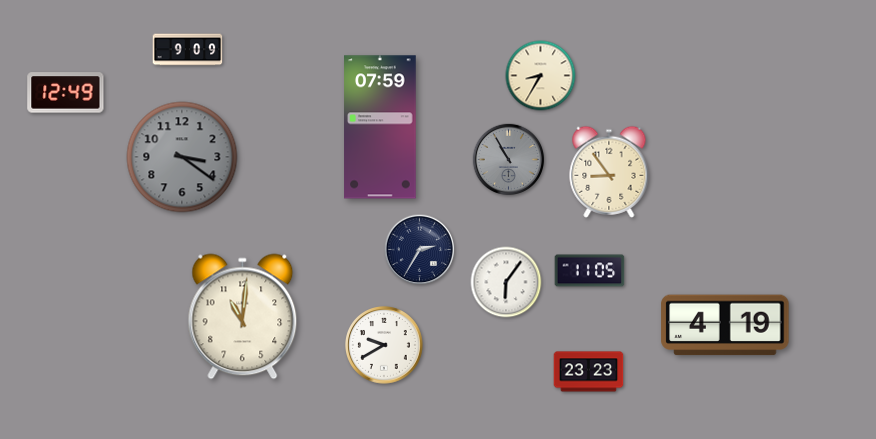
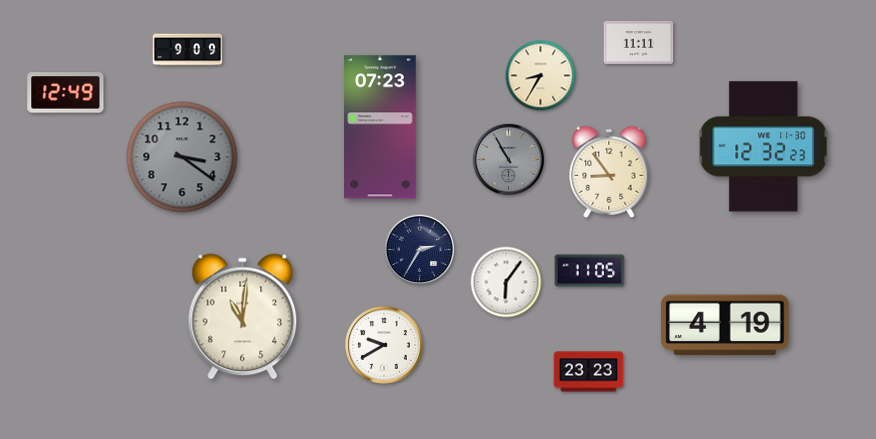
clock at (639, 42): none -> 11:11
clock at (380, 127): 07:59 -> 07:23
clock at (764, 147): none -> 12:32
